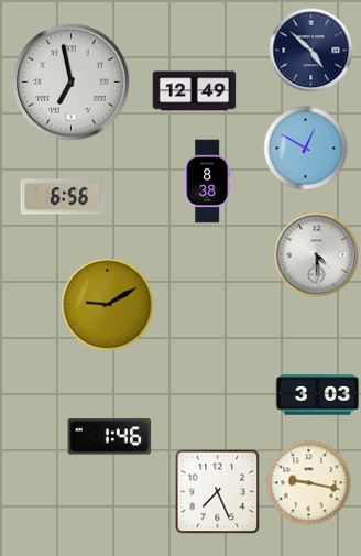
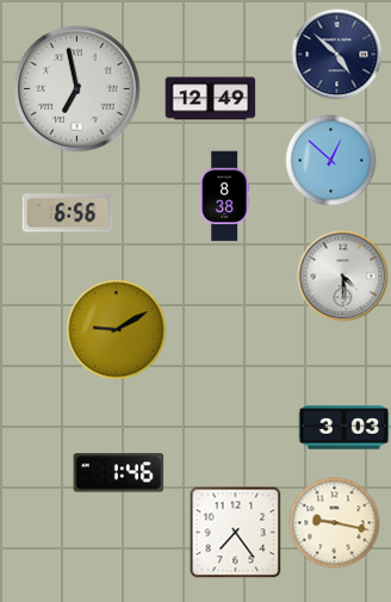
clock at (306, 149): 12:50 -> 12:52
clock at (218, 492): 7:26 -> 7:24
